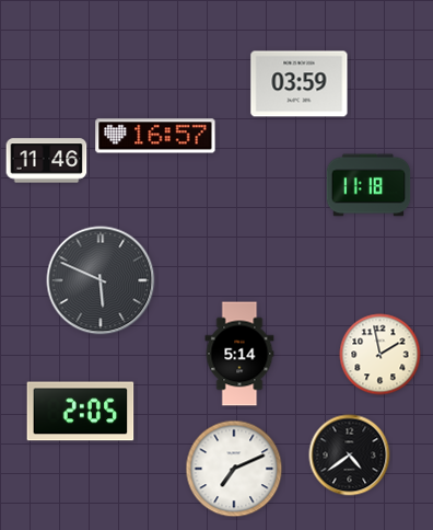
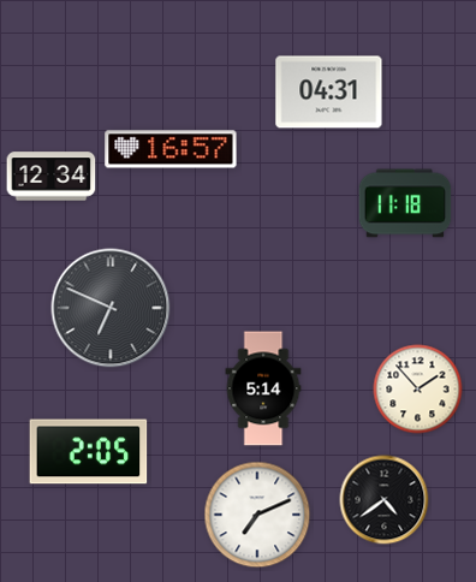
clock at (300, 84): 03:59 -> 04:31
clock at (47, 161): 11:46 -> 12:34
clock at (101, 280): 5:49 -> 6:49
clock at (381, 355): 1:58 -> 1:53
